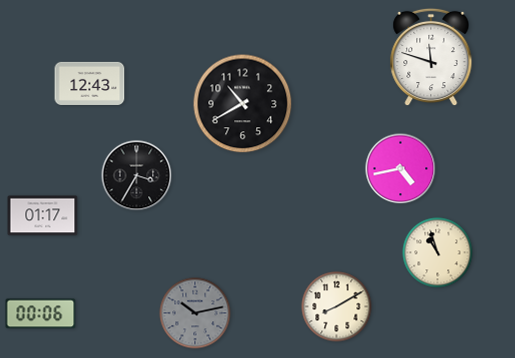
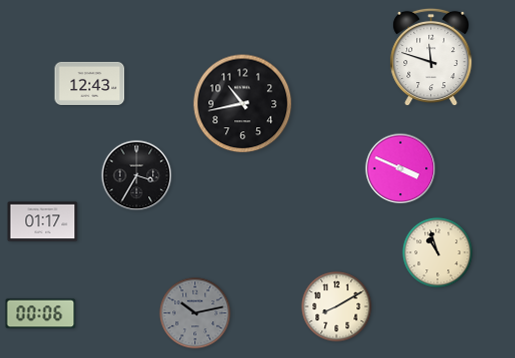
clock at (243, 104): 10:40 -> 10:43
clock at (401, 169): 4:43 -> 3:49
clock at (43, 216) position: (43, 216) -> (43, 222)
